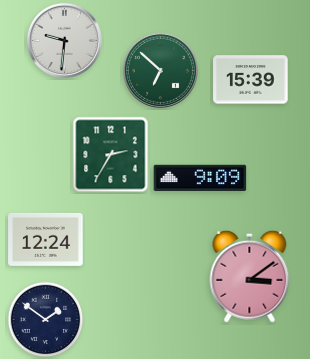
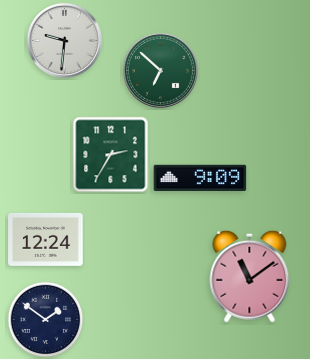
clock at (251, 80): 15:39 -> none
clock at (250, 276): 3:09 -> 11:09
